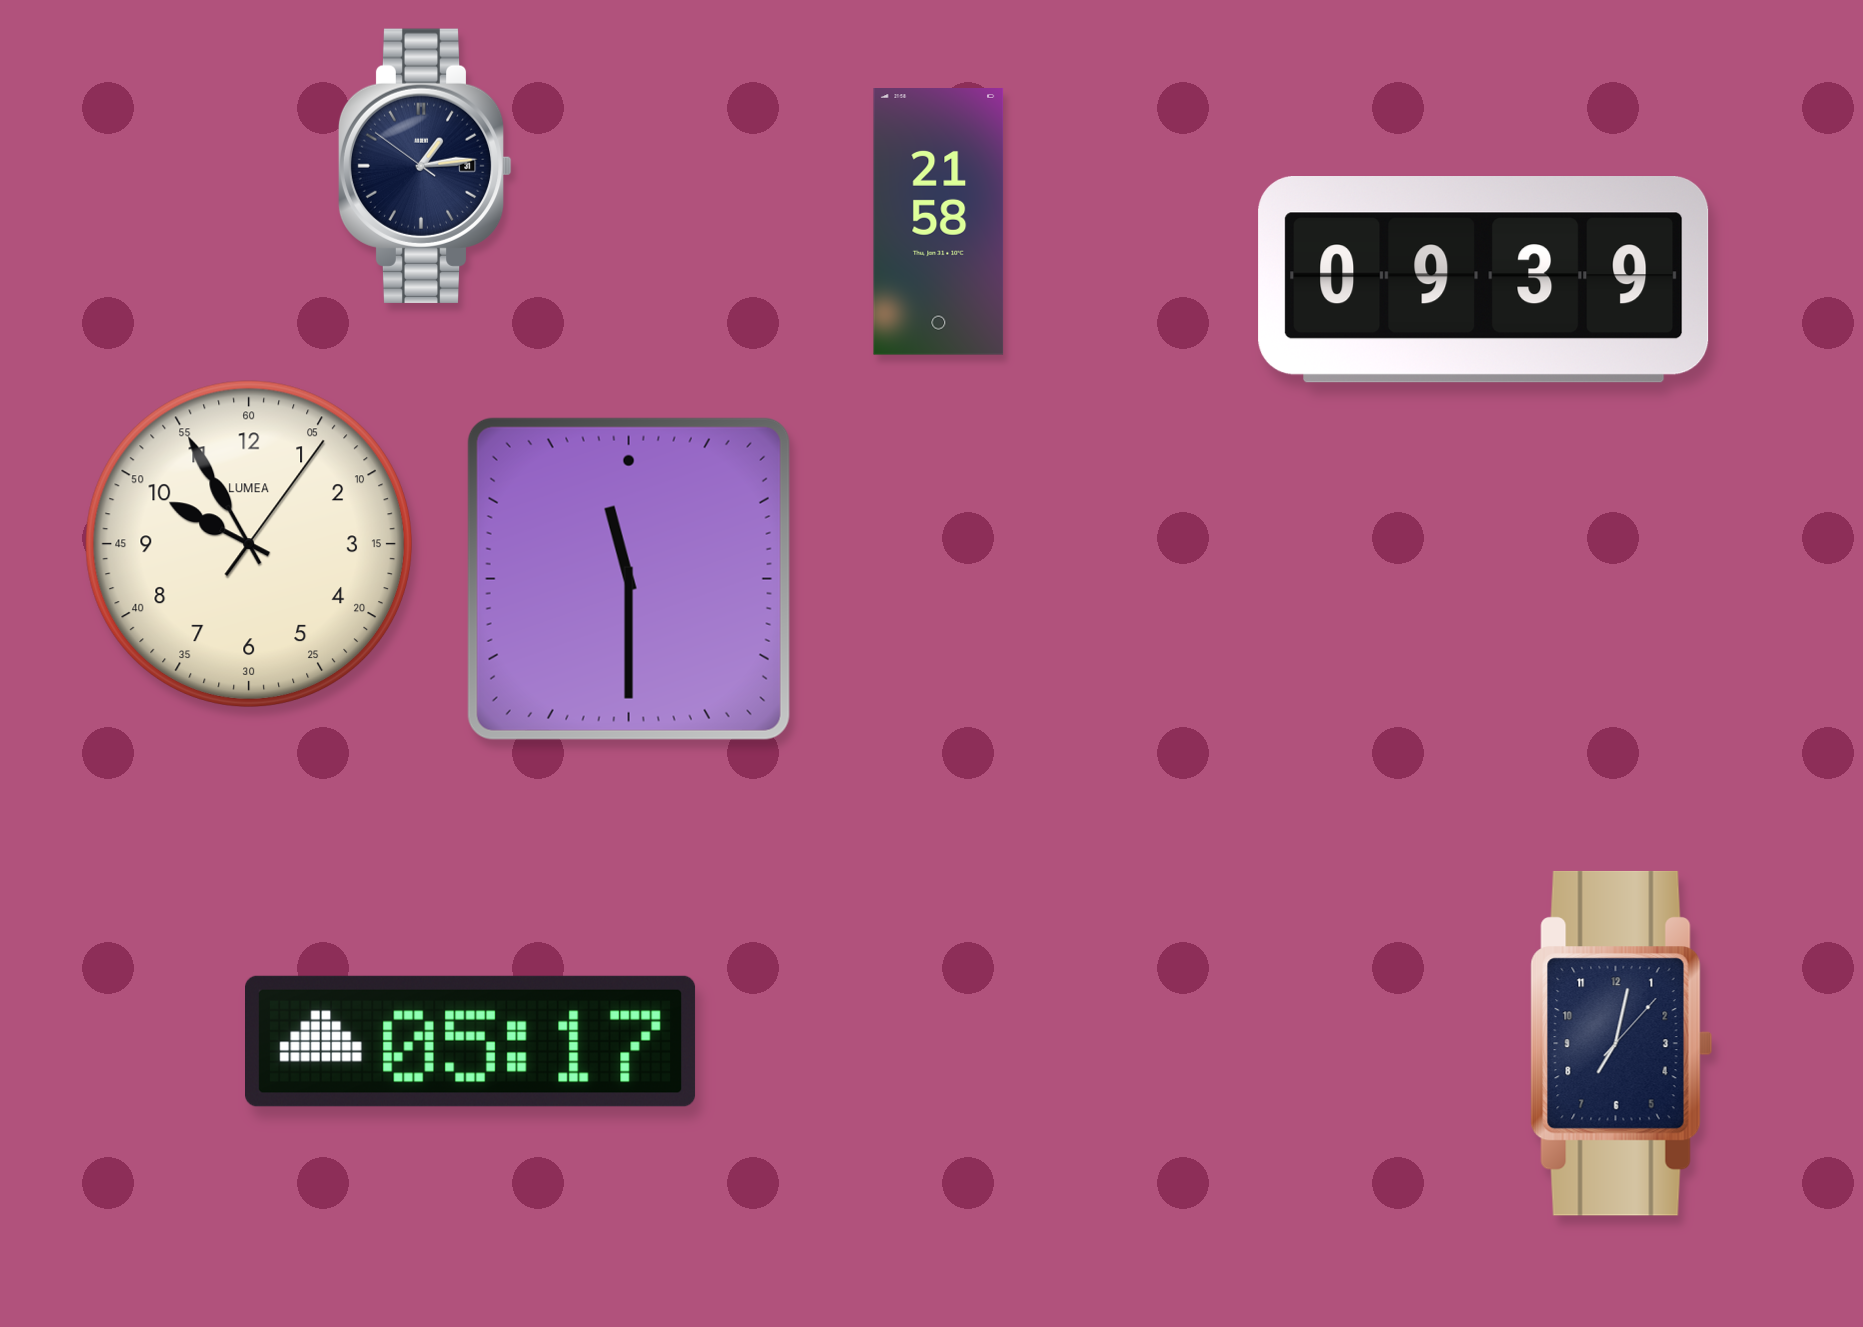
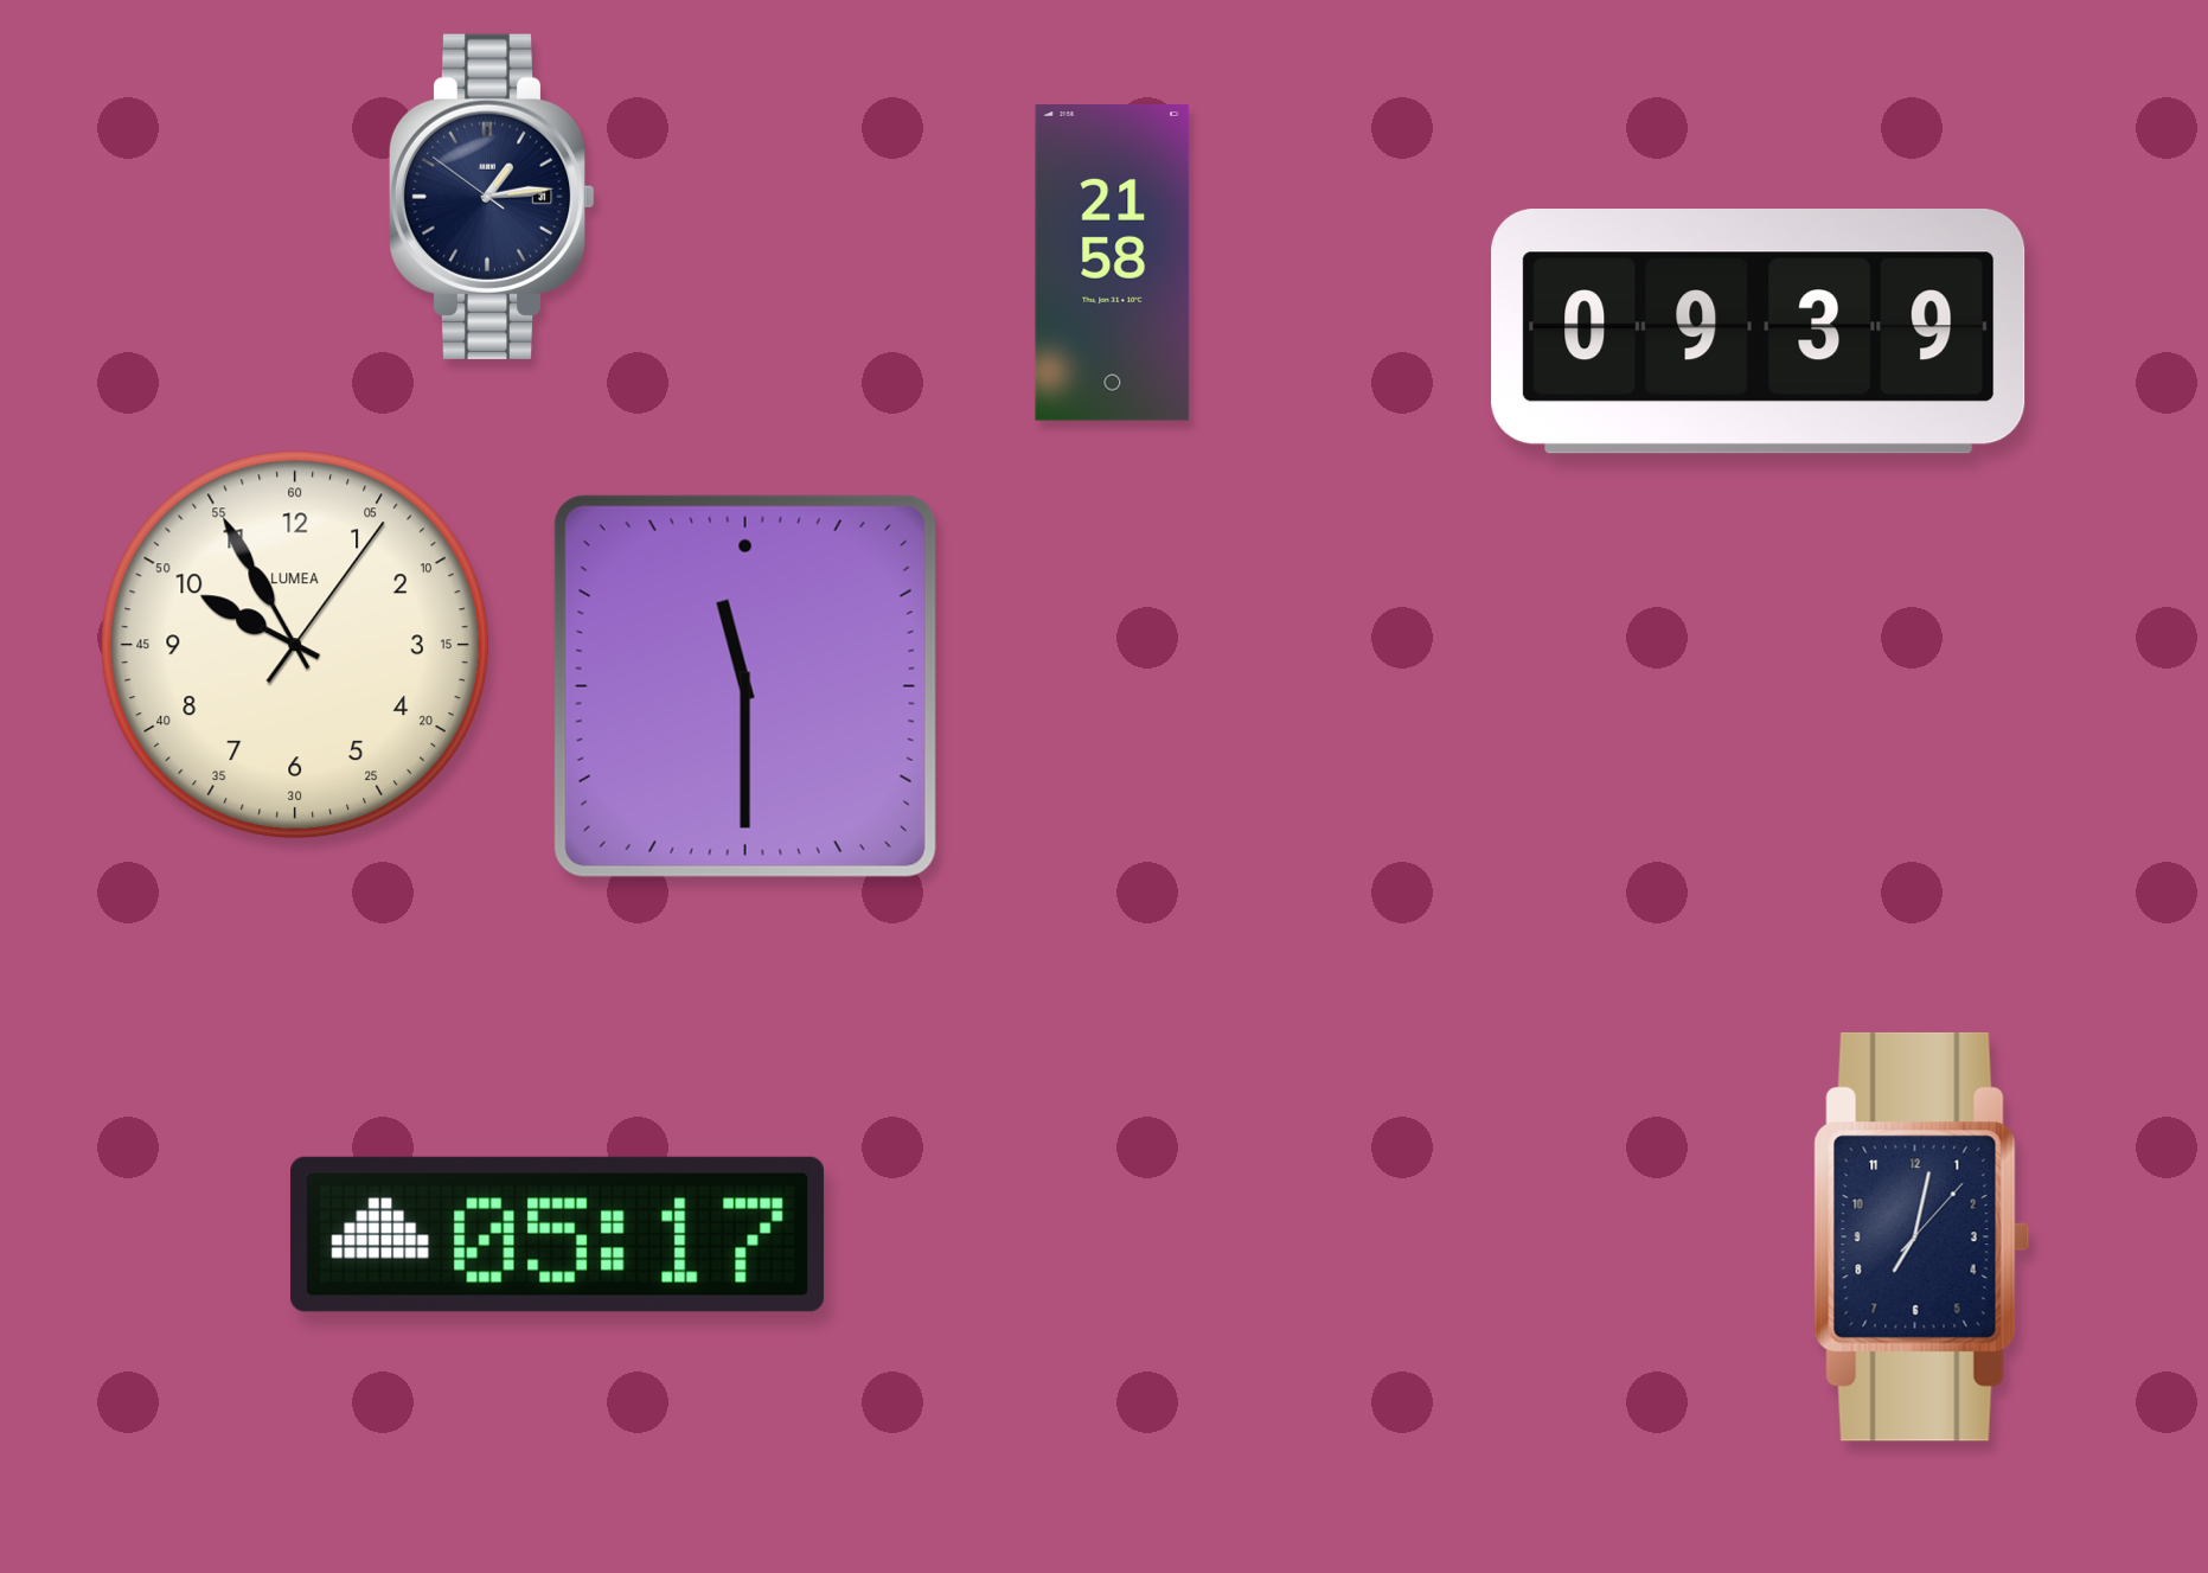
clock at (425, 166) position: (425, 166) -> (492, 197)
